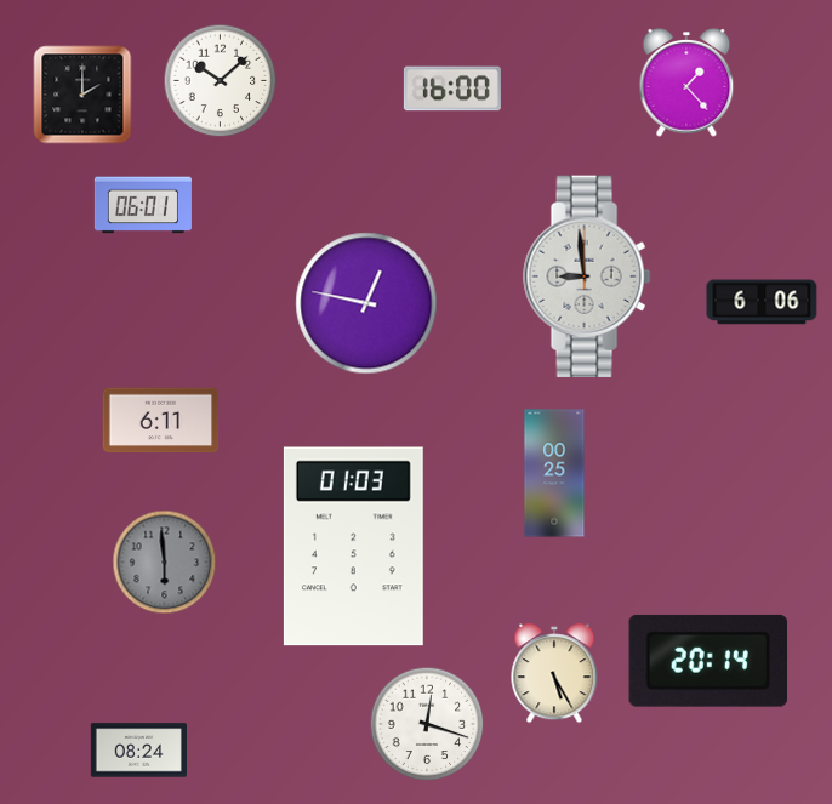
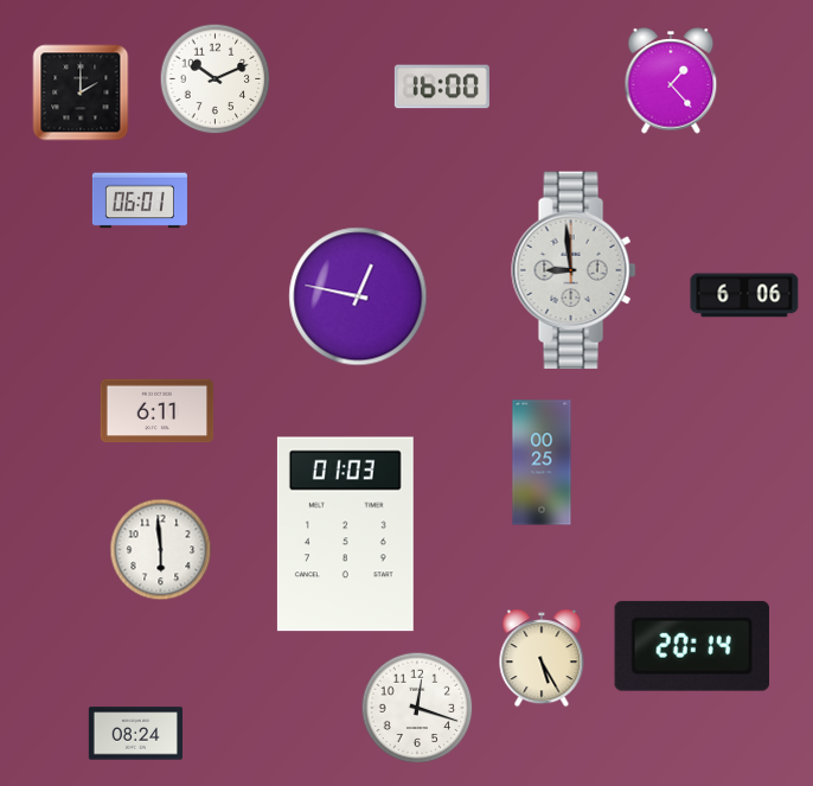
clock at (221, 81): 10:08 -> 10:11
clock at (165, 563) dial: grey -> white
